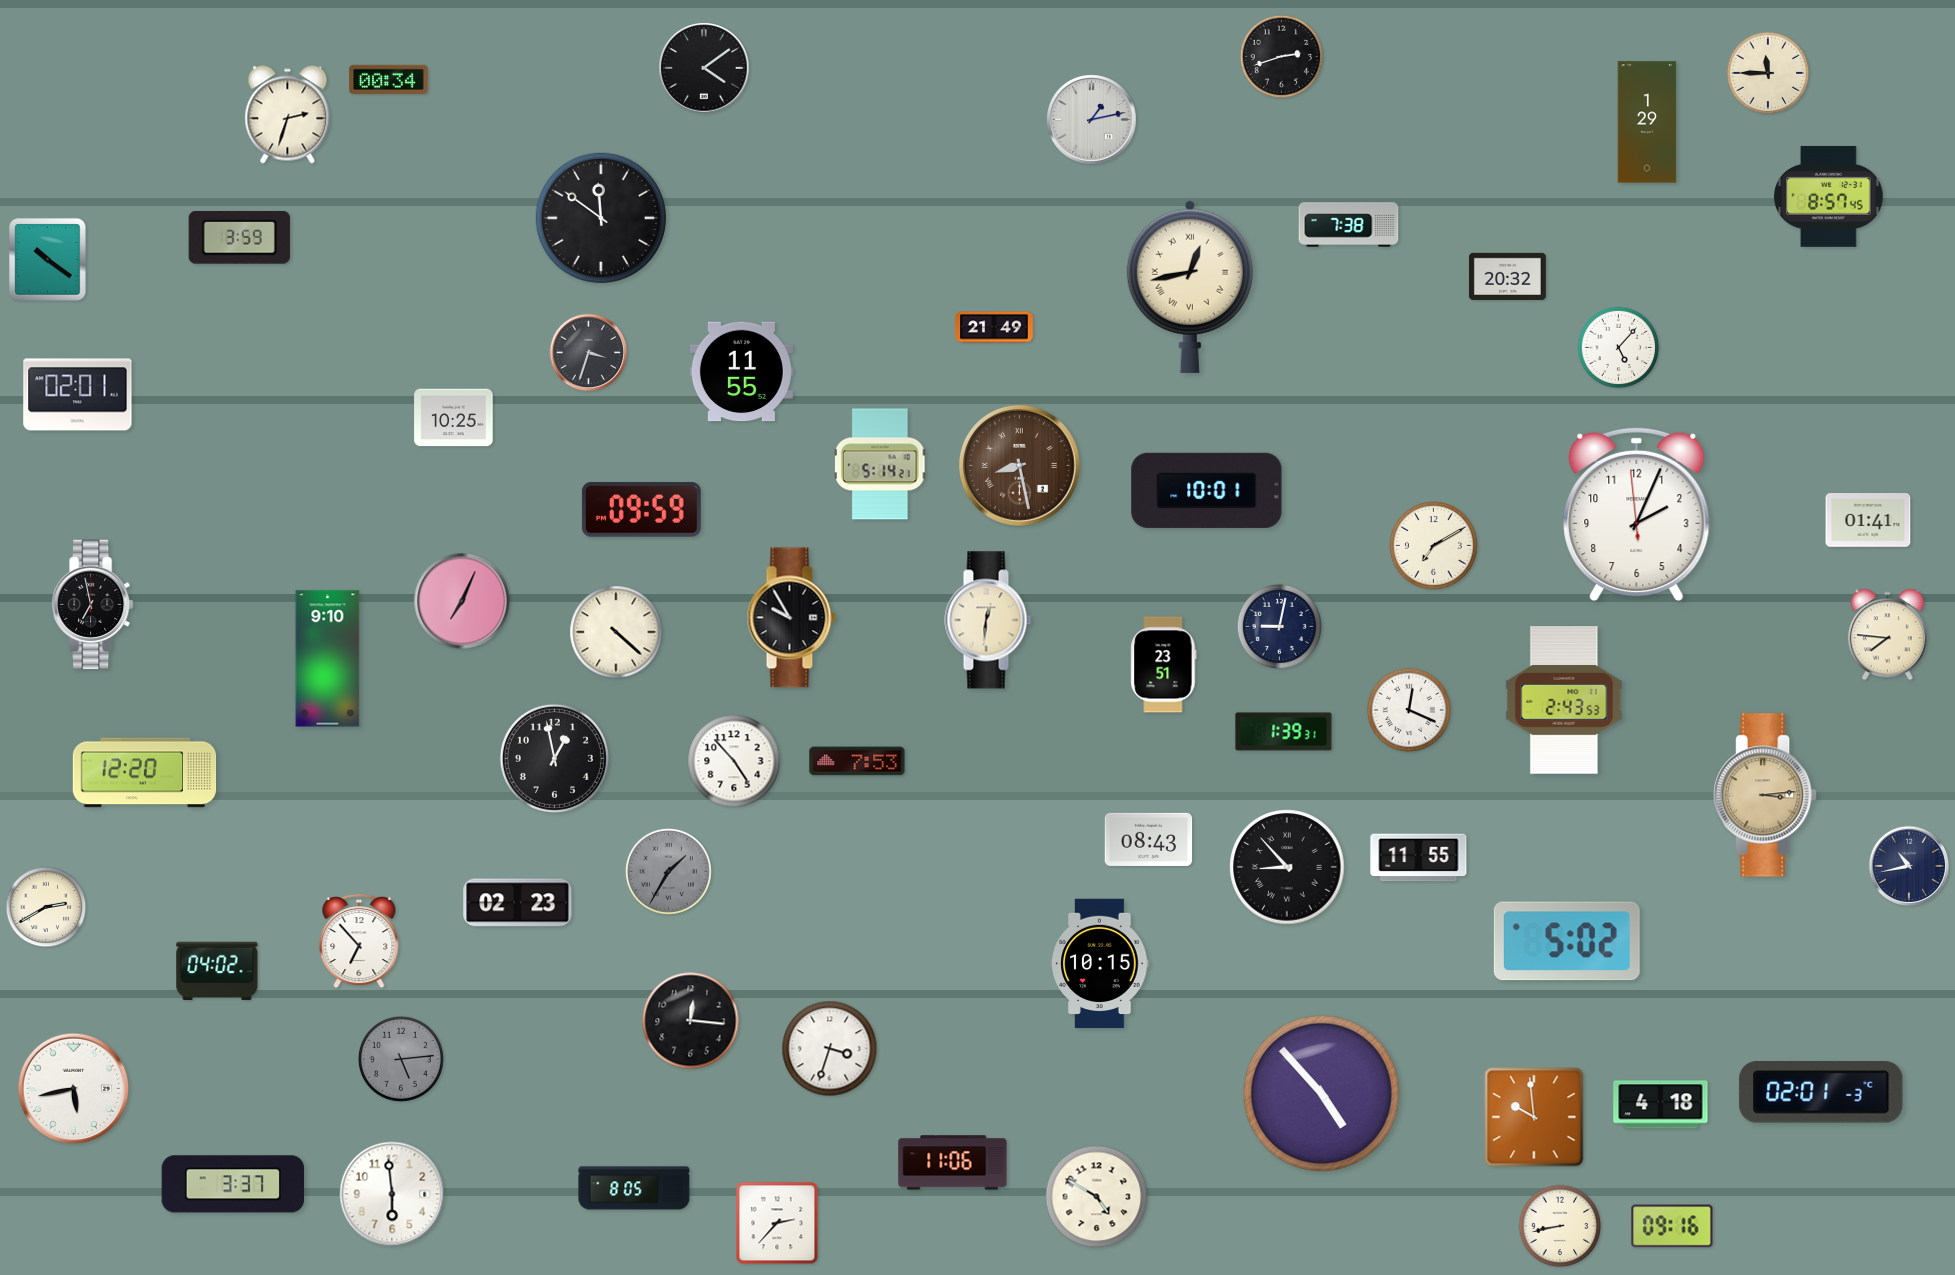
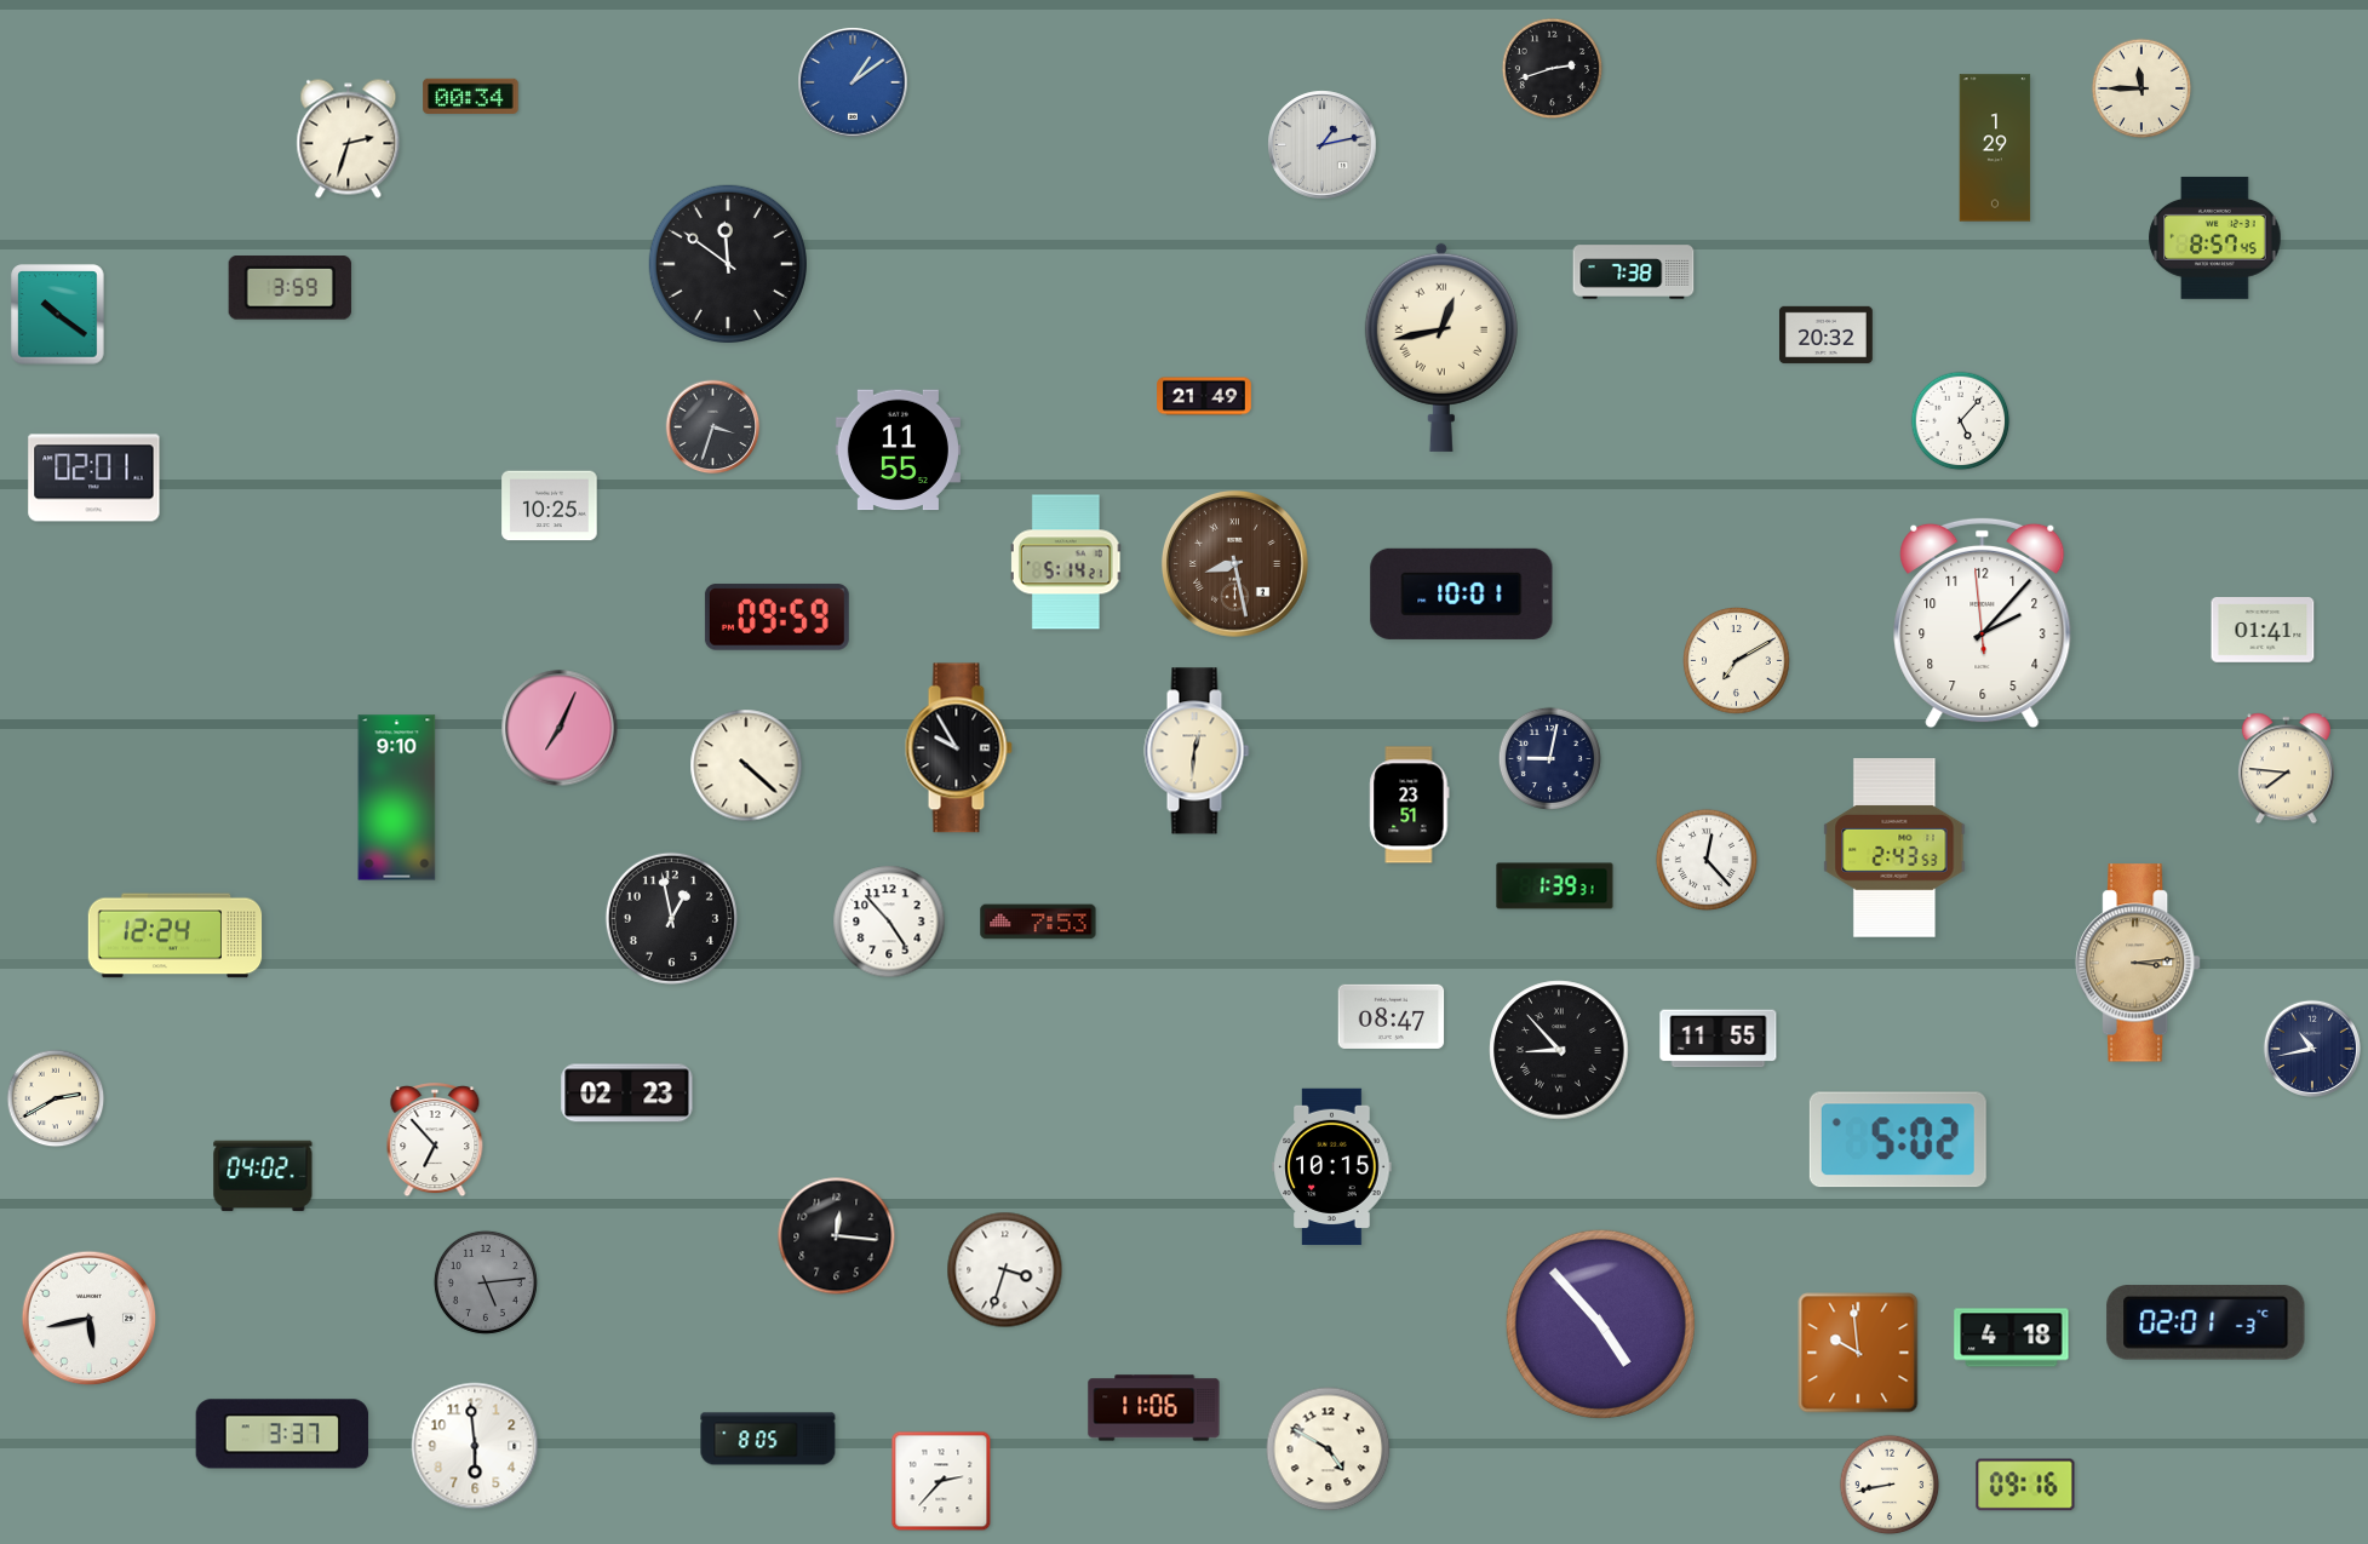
clock at (704, 68): 4:09 -> 1:09
clock at (704, 68) dial: black -> blue
clock at (1637, 514): 2:03 -> 2:06
clock at (93, 605): 6:58 -> none
clock at (1408, 709): 12:19 -> 12:23
clock at (145, 773): 12:20 -> 12:24
clock at (1149, 839): 08:43 -> 08:47
clock at (668, 871): 1:35 -> none
